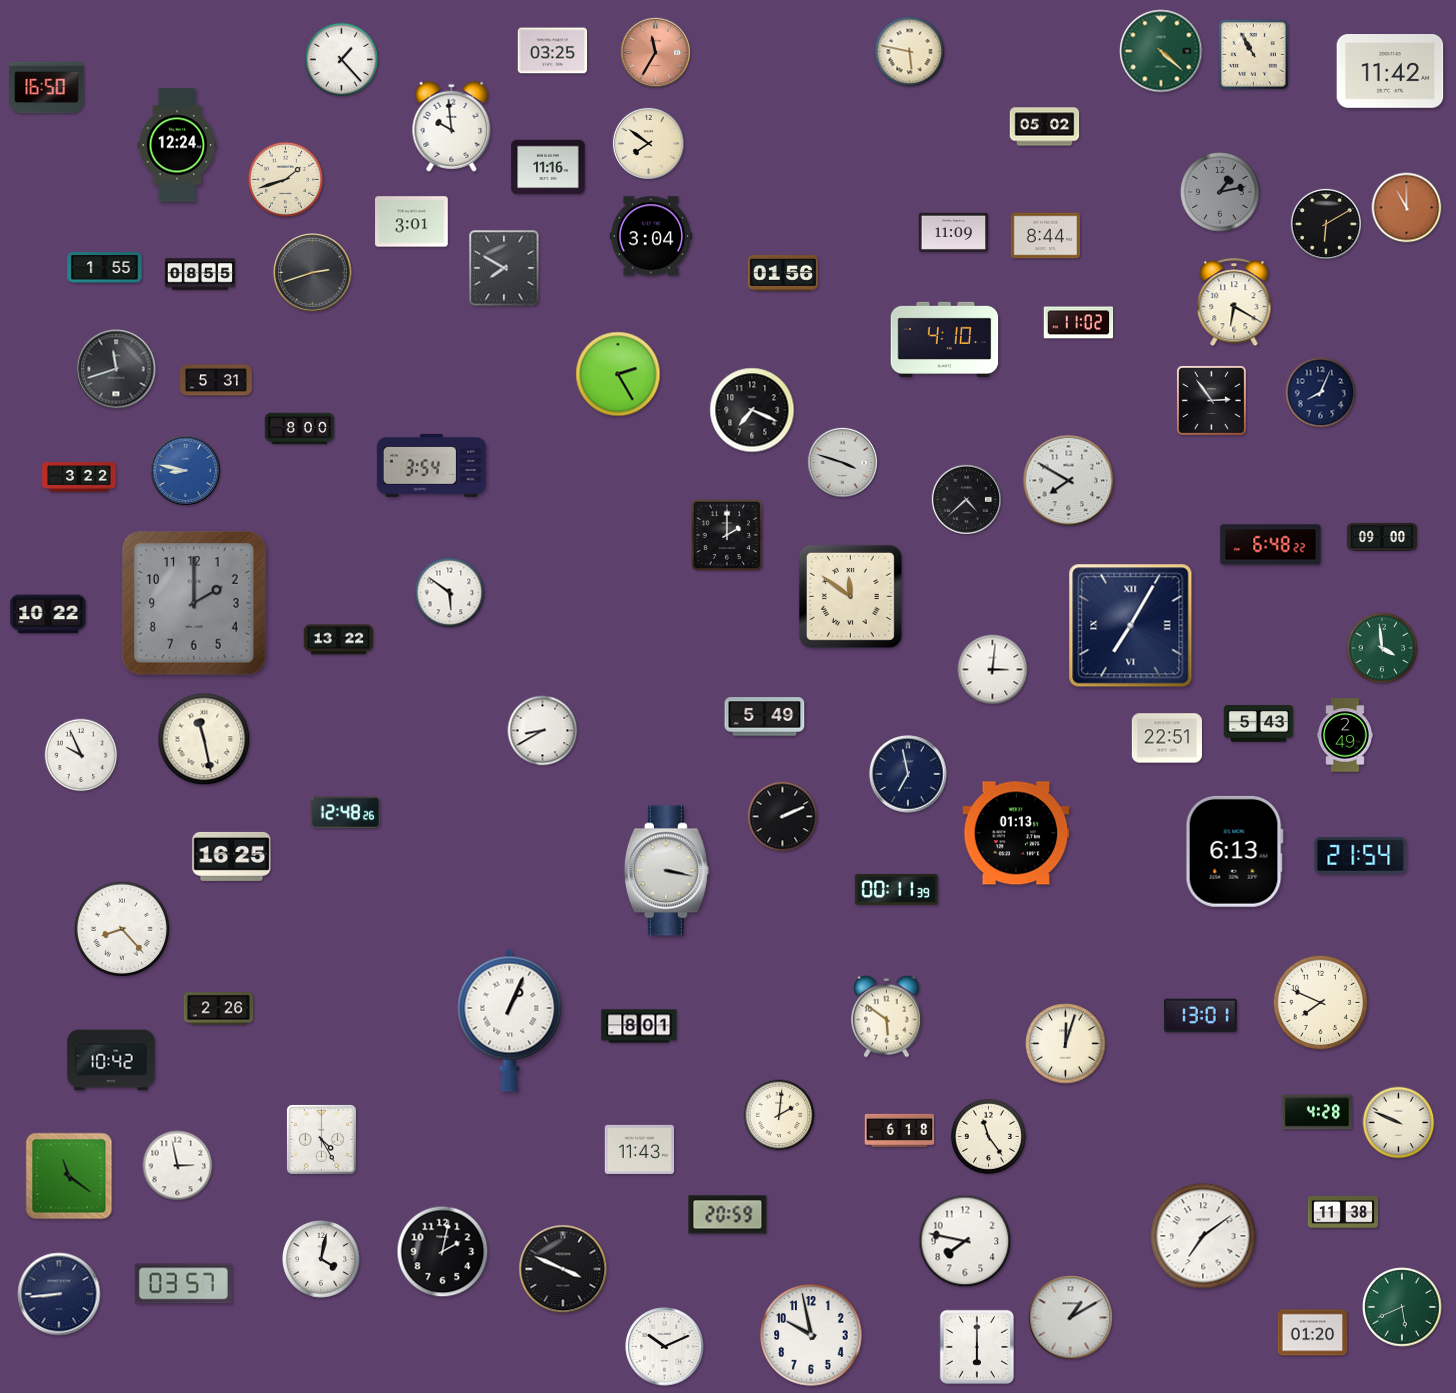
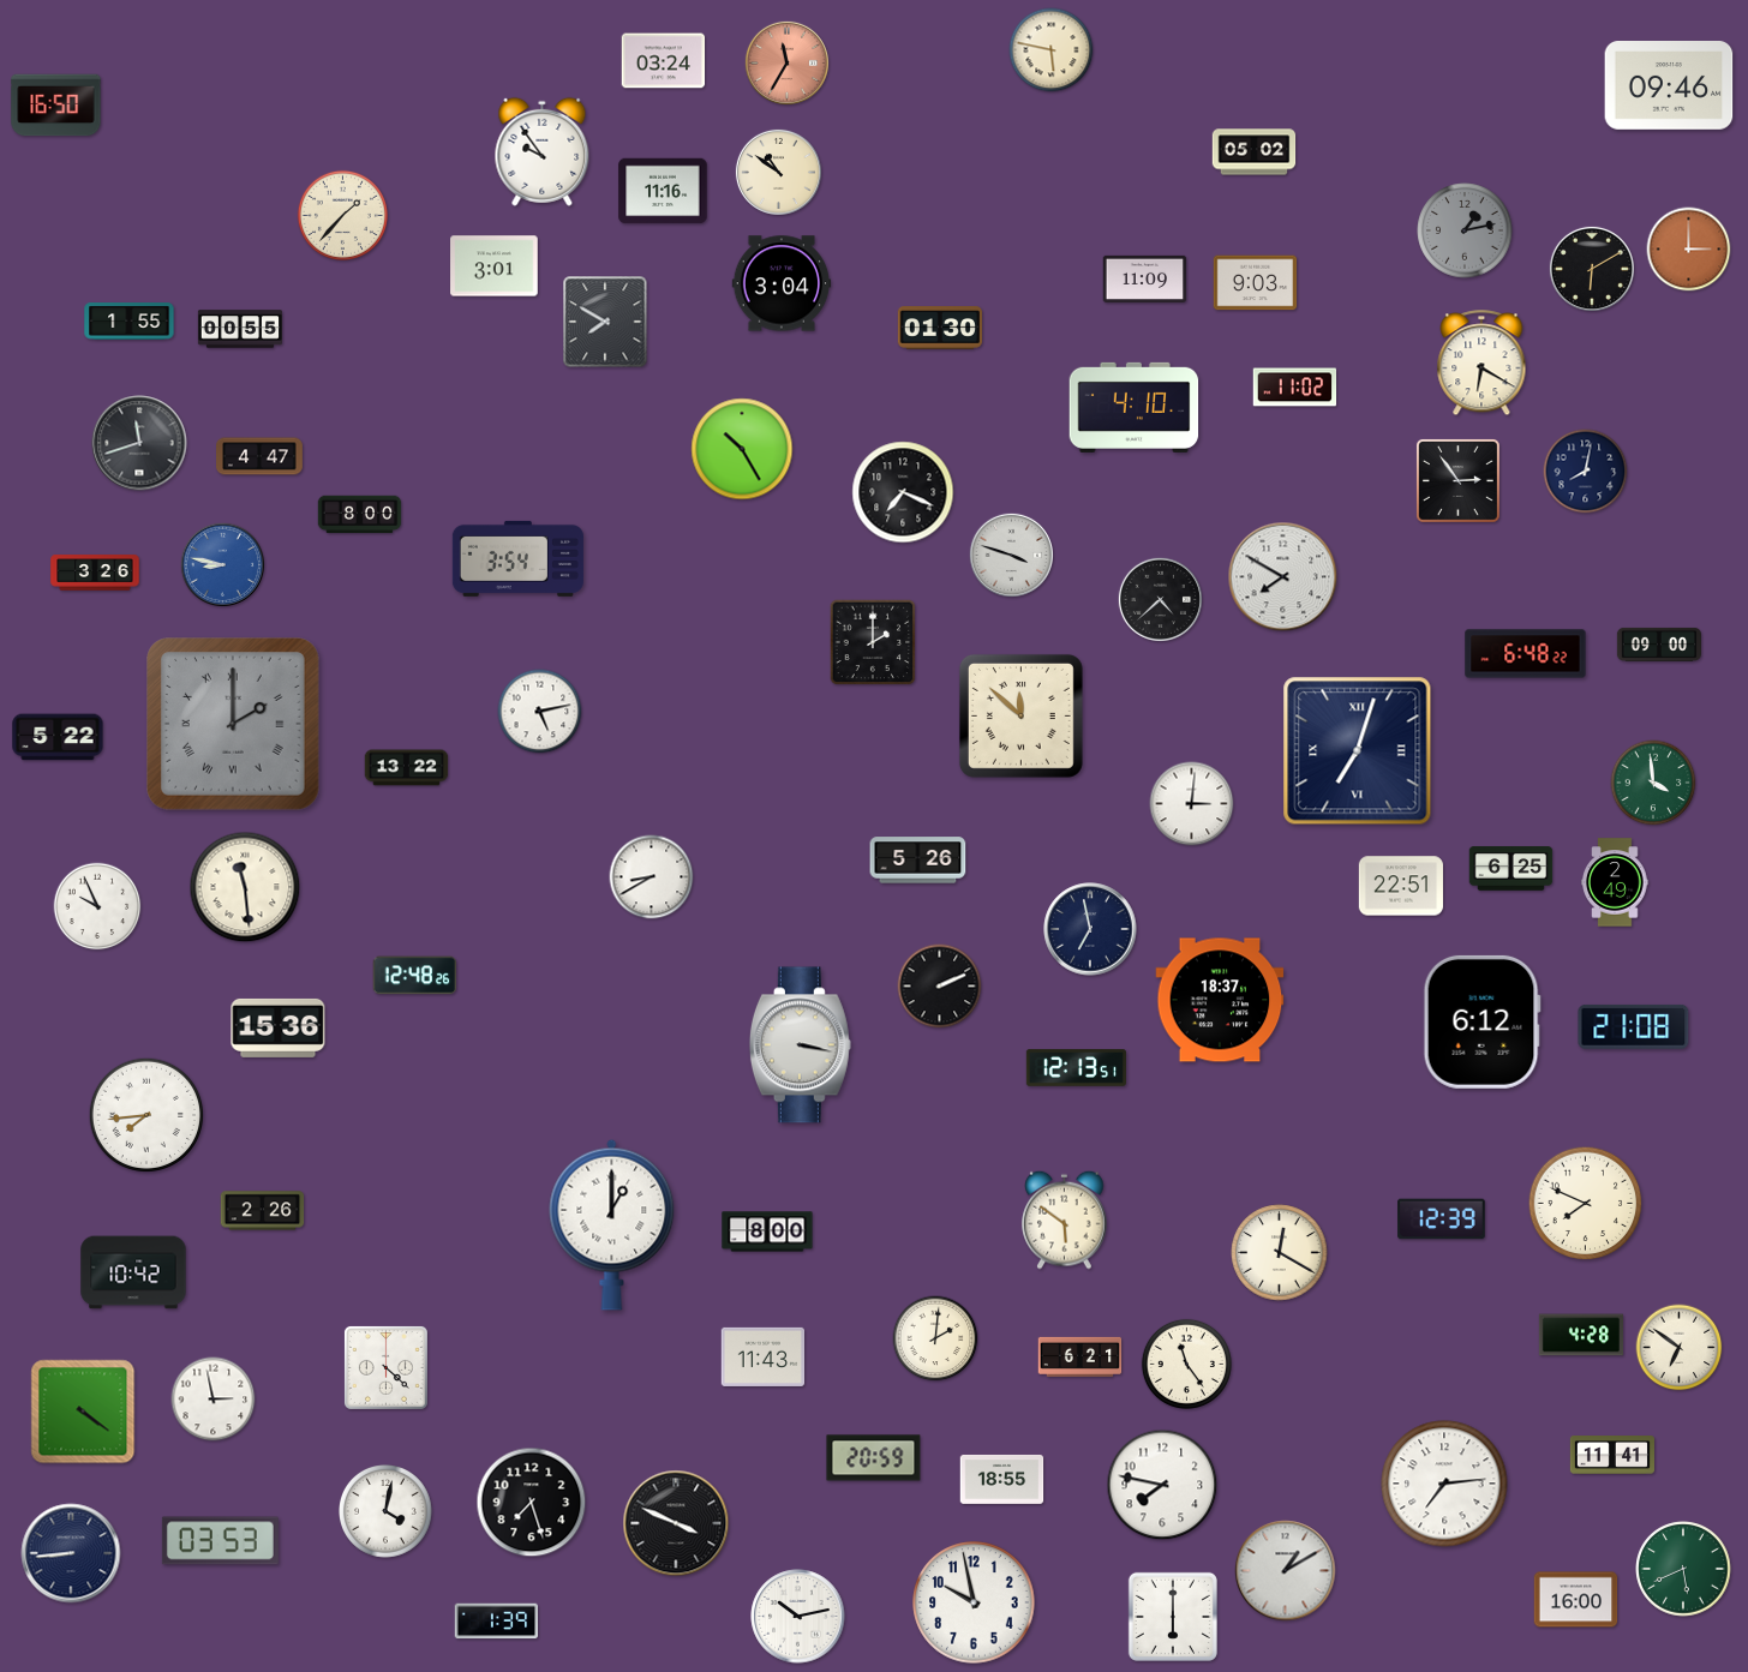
clock at (553, 51): 03:25 -> 03:24
clock at (1161, 51): 4:22 -> none
clock at (910, 52) position: (910, 52) -> (1052, 50)
clock at (1253, 54): 10:55 -> none
clock at (342, 60): 1:23 -> none
clock at (1390, 72): 11:42 -> 09:46
clock at (452, 126): 9:59 -> 9:54
clock at (648, 143): 7:51 -> 10:51
clock at (177, 145): 12:24 -> none
clock at (548, 167) position: (548, 167) -> (663, 191)
clock at (285, 179): 1:42 -> 1:37
clock at (1407, 208): 11:00 -> 3:00
clock at (1046, 236): 8:44 -> 9:03
clock at (105, 268) position: (105, 268) -> (130, 322)
clock at (313, 273): 2:42 -> none
clock at (783, 273): 01:56 -> 01:30
clock at (199, 274): 08:55 -> 00:55
clock at (618, 374): 2:25 -> 10:25
clock at (217, 380): 5:31 -> 4:47
clock at (1321, 393): 8:04 -> 8:02
clock at (1211, 400) position: (1211, 400) -> (1457, 480)
clock at (79, 477): 3:22 -> 3:26
clock at (450, 593): 5:51 -> 5:13
clock at (850, 596): 11:51 -> 11:52
clock at (195, 604) numerals: Arabic -> Roman
clock at (48, 614): 10:22 -> 5:22
clock at (1131, 626): 7:05 -> 7:03
clock at (1382, 648) position: (1382, 648) -> (1653, 783)
clock at (765, 717): 5:49 -> 5:26
clock at (1259, 724): 5:43 -> 6:25
clock at (204, 739): 11:28 -> 11:29
clock at (783, 817) position: (783, 817) -> (940, 987)
clock at (1016, 833): 01:13 -> 18:37
clock at (1234, 851): 6:13 -> 6:12
clock at (1361, 855): 21:54 -> 21:08
clock at (232, 856): 16:25 -> 15:36
clock at (896, 890): 00:11 -> 12:13
clock at (122, 929): 8:23 -> 7:44
clock at (1201, 1016): 13:01 -> 12:39
clock at (510, 1020): 1:04 -> 1:00
clock at (639, 1026): 8:01 -> 8:00
clock at (1066, 1044): 12:03 -> 12:20
clock at (1399, 1123): 9:49 -> 6:51
clock at (900, 1130): 6:18 -> 6:21
clock at (321, 1139): 4:25 -> 4:22
clock at (640, 1149) position: (640, 1149) -> (764, 1356)
clock at (69, 1176): 11:21 -> 4:21
clock at (1342, 1212): 11:38 -> 11:41
clock at (1002, 1479): none -> 18:55
clock at (1203, 1236): 7:09 -> 7:14
clock at (965, 1241) position: (965, 1241) -> (1162, 1485)
clock at (443, 1252): 2:02 -> 7:27
clock at (183, 1284): 03:57 -> 03:53
clock at (1071, 1318) position: (1071, 1318) -> (1286, 1571)
clock at (1313, 1333): 01:20 -> 16:00
clock at (665, 1347): 10:11 -> 10:13
clock at (497, 1622): none -> 1:39
